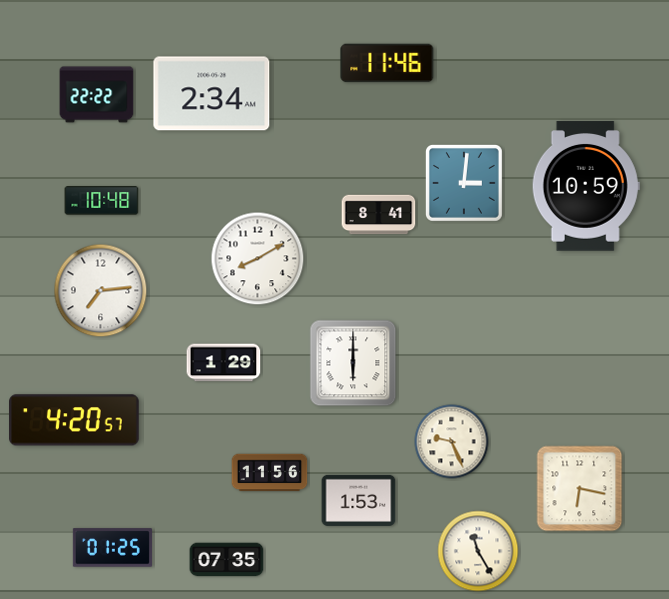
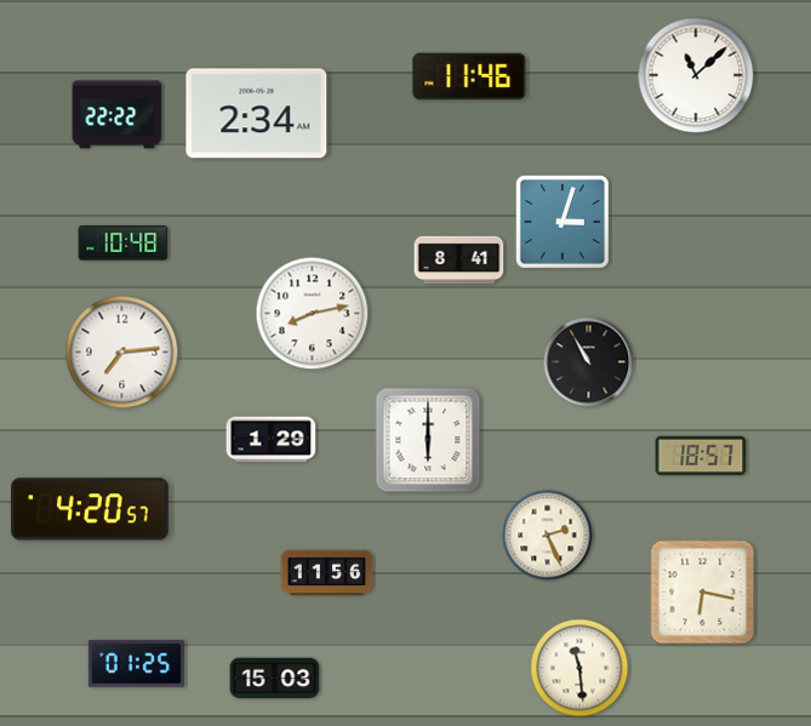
clock at (696, 75): none -> 11:08
clock at (464, 183): 3:01 -> 3:03
clock at (586, 186): 10:59 -> none
clock at (258, 259): 8:10 -> 8:13
clock at (589, 362): none -> 10:55
clock at (701, 455): none -> 18:57
clock at (452, 442): 9:26 -> 2:26
clock at (359, 500): 1:53 -> none
clock at (478, 551): 11:25 -> 11:29
clock at (227, 560): 07:35 -> 15:03
